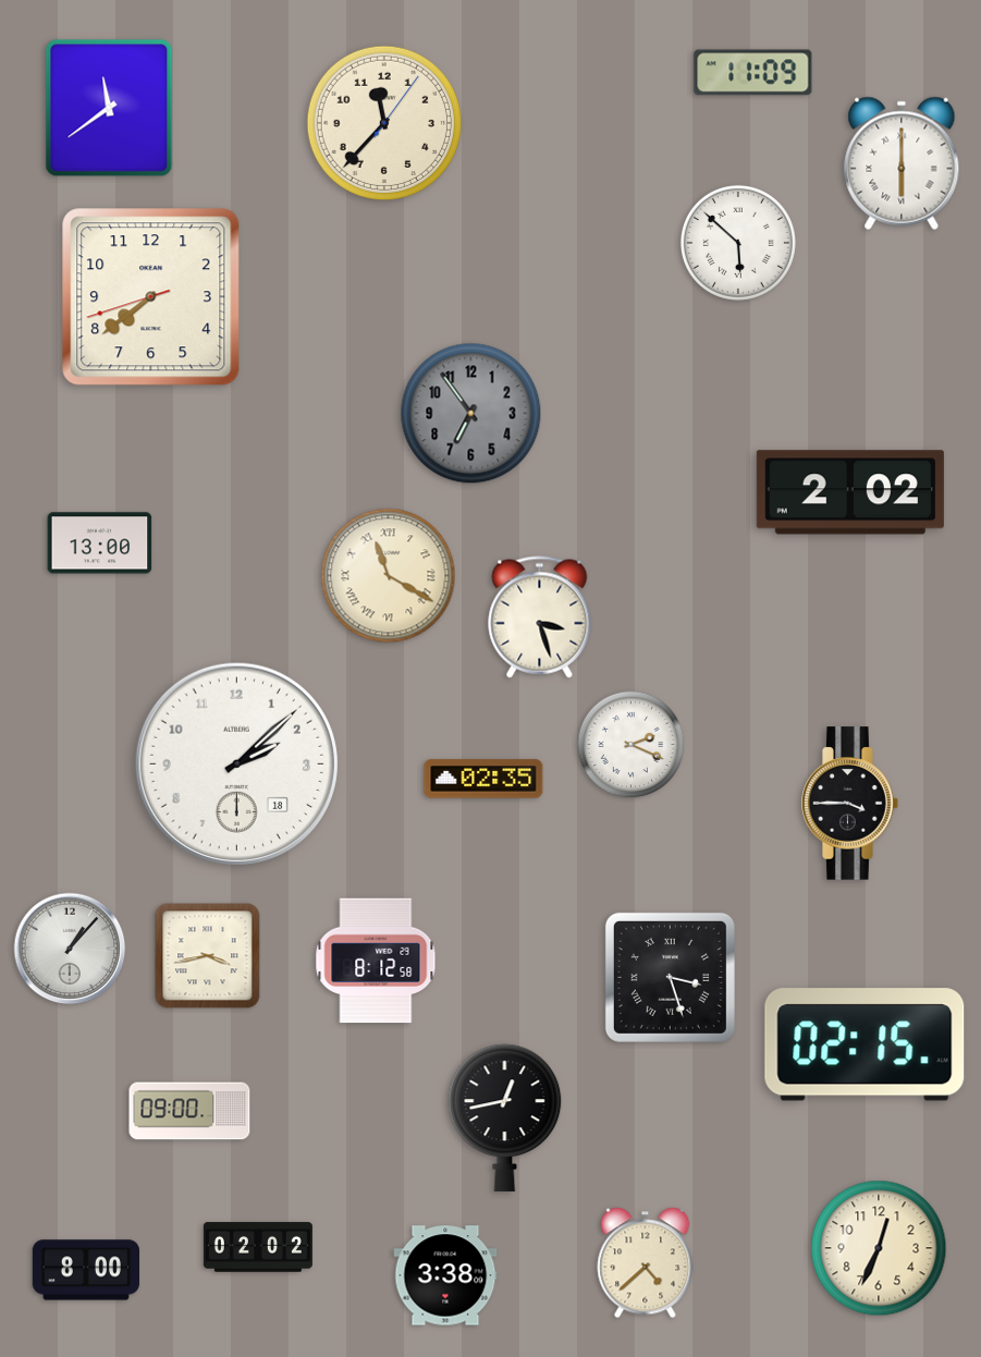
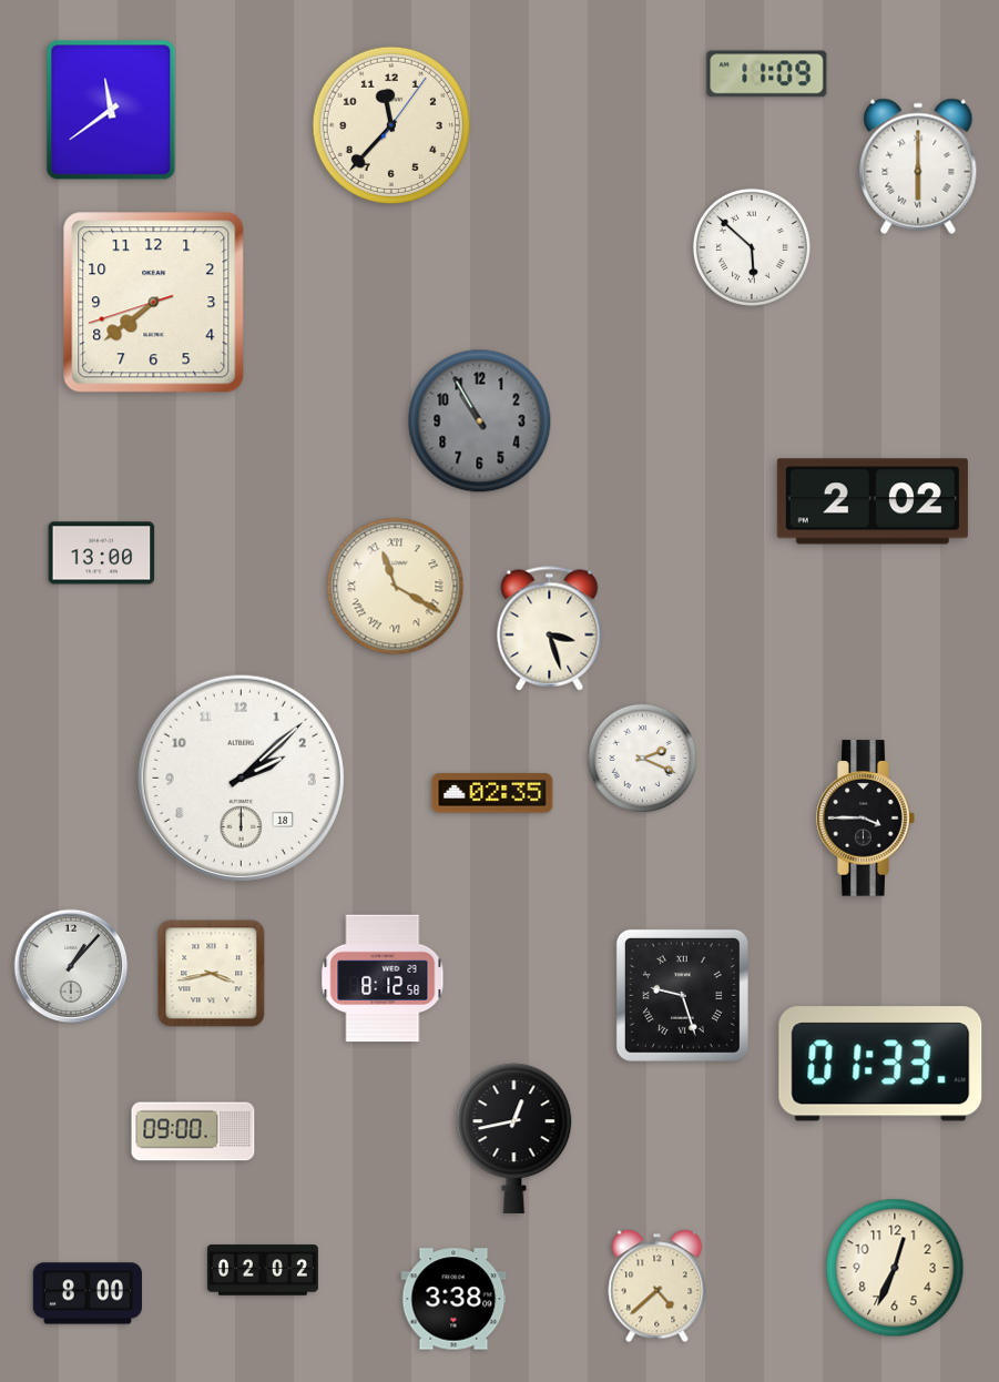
clock at (471, 414): 6:54 -> 10:55
clock at (850, 492) position: (850, 492) -> (873, 501)
clock at (670, 977): 3:27 -> 9:27
clock at (864, 1044): 02:15 -> 01:33
clock at (879, 1248) position: (879, 1248) -> (895, 1268)
